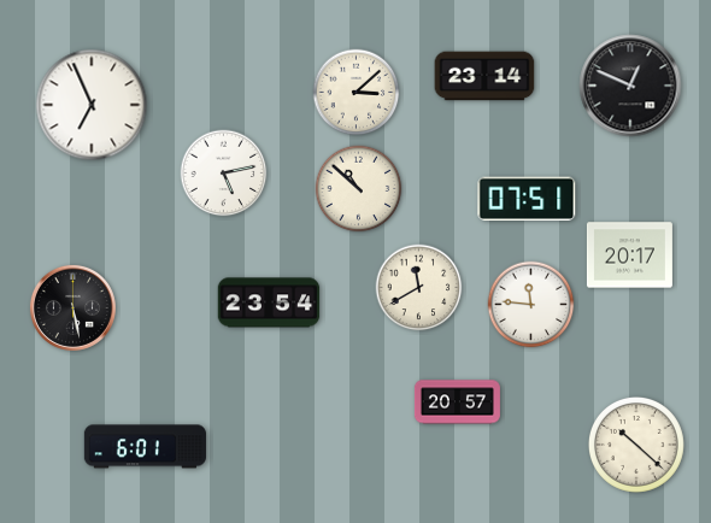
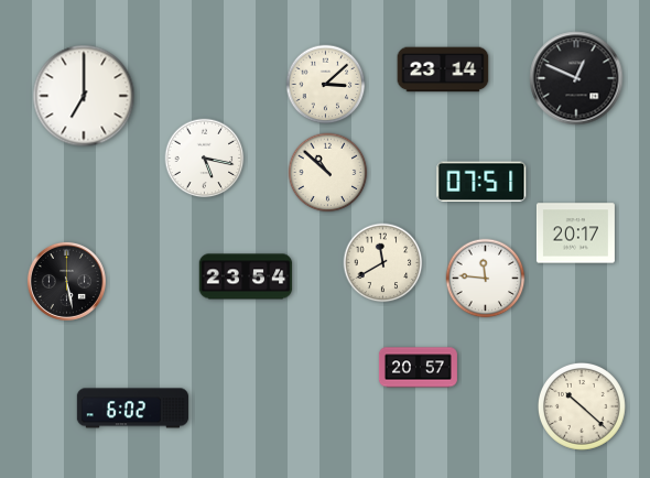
clock at (92, 105): 6:56 -> 7:00
clock at (224, 174): 5:13 -> 5:17
clock at (145, 447): 6:01 -> 6:02
